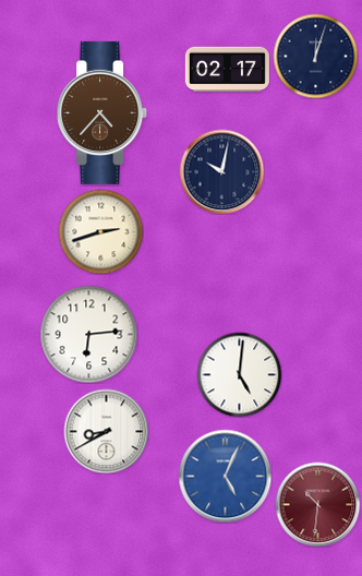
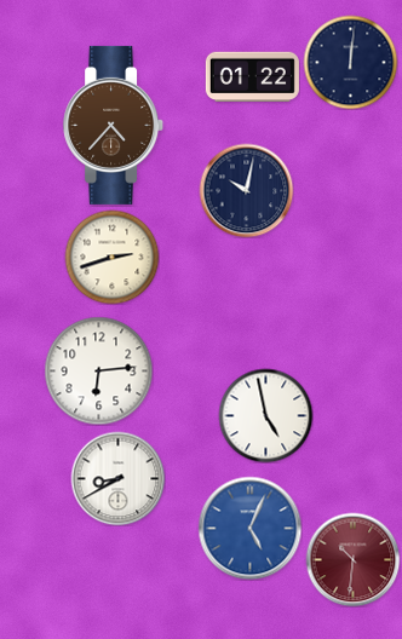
clock at (315, 56): 12:03 -> 12:01
clock at (227, 70): 02:17 -> 01:22
clock at (239, 374): 5:01 -> 4:58
